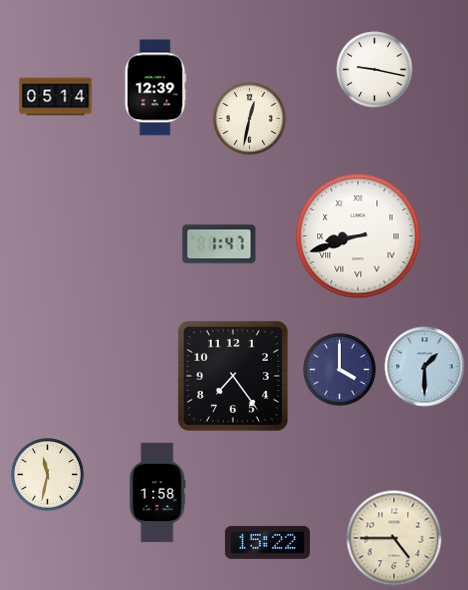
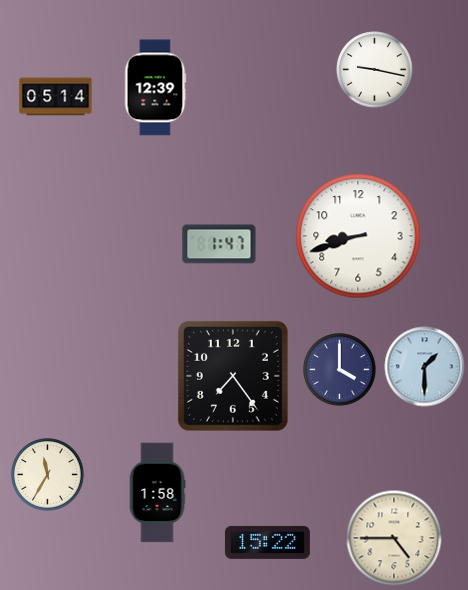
clock at (250, 119): 12:32 -> none
clock at (358, 236) numerals: Roman -> Arabic
clock at (48, 475): 11:32 -> 11:35
